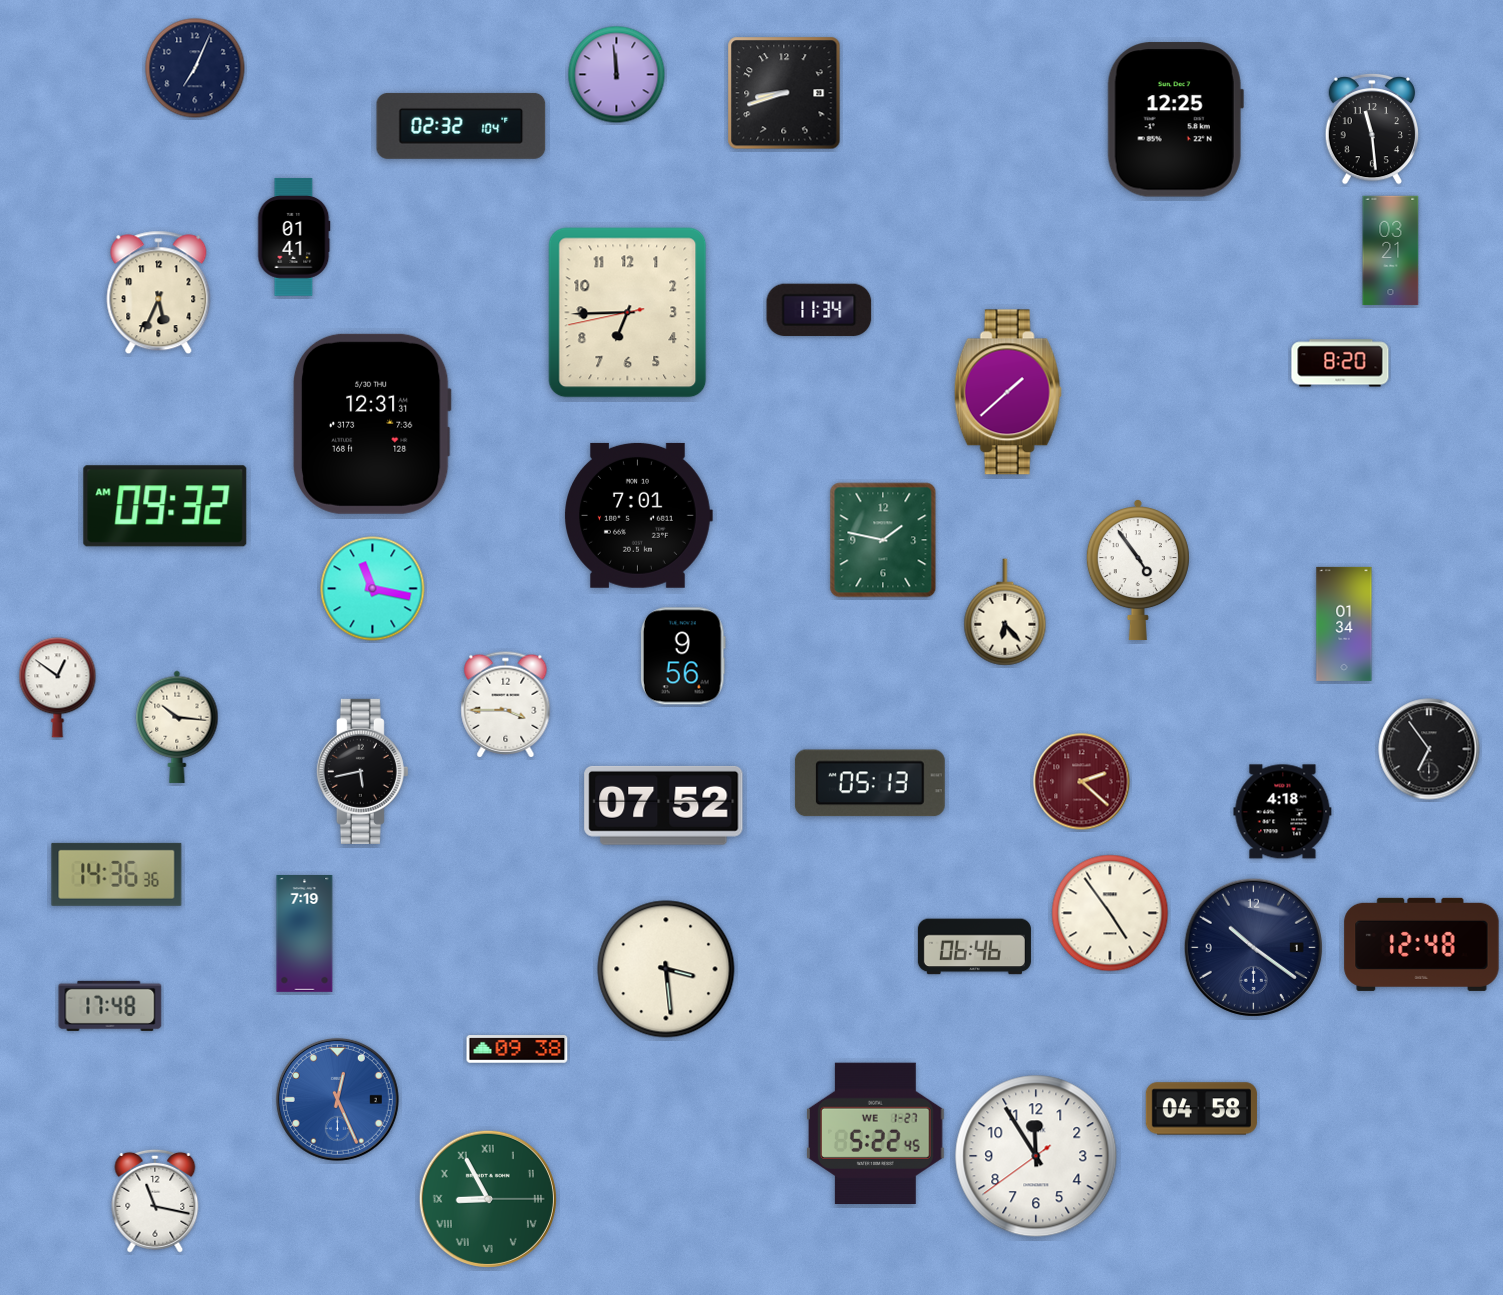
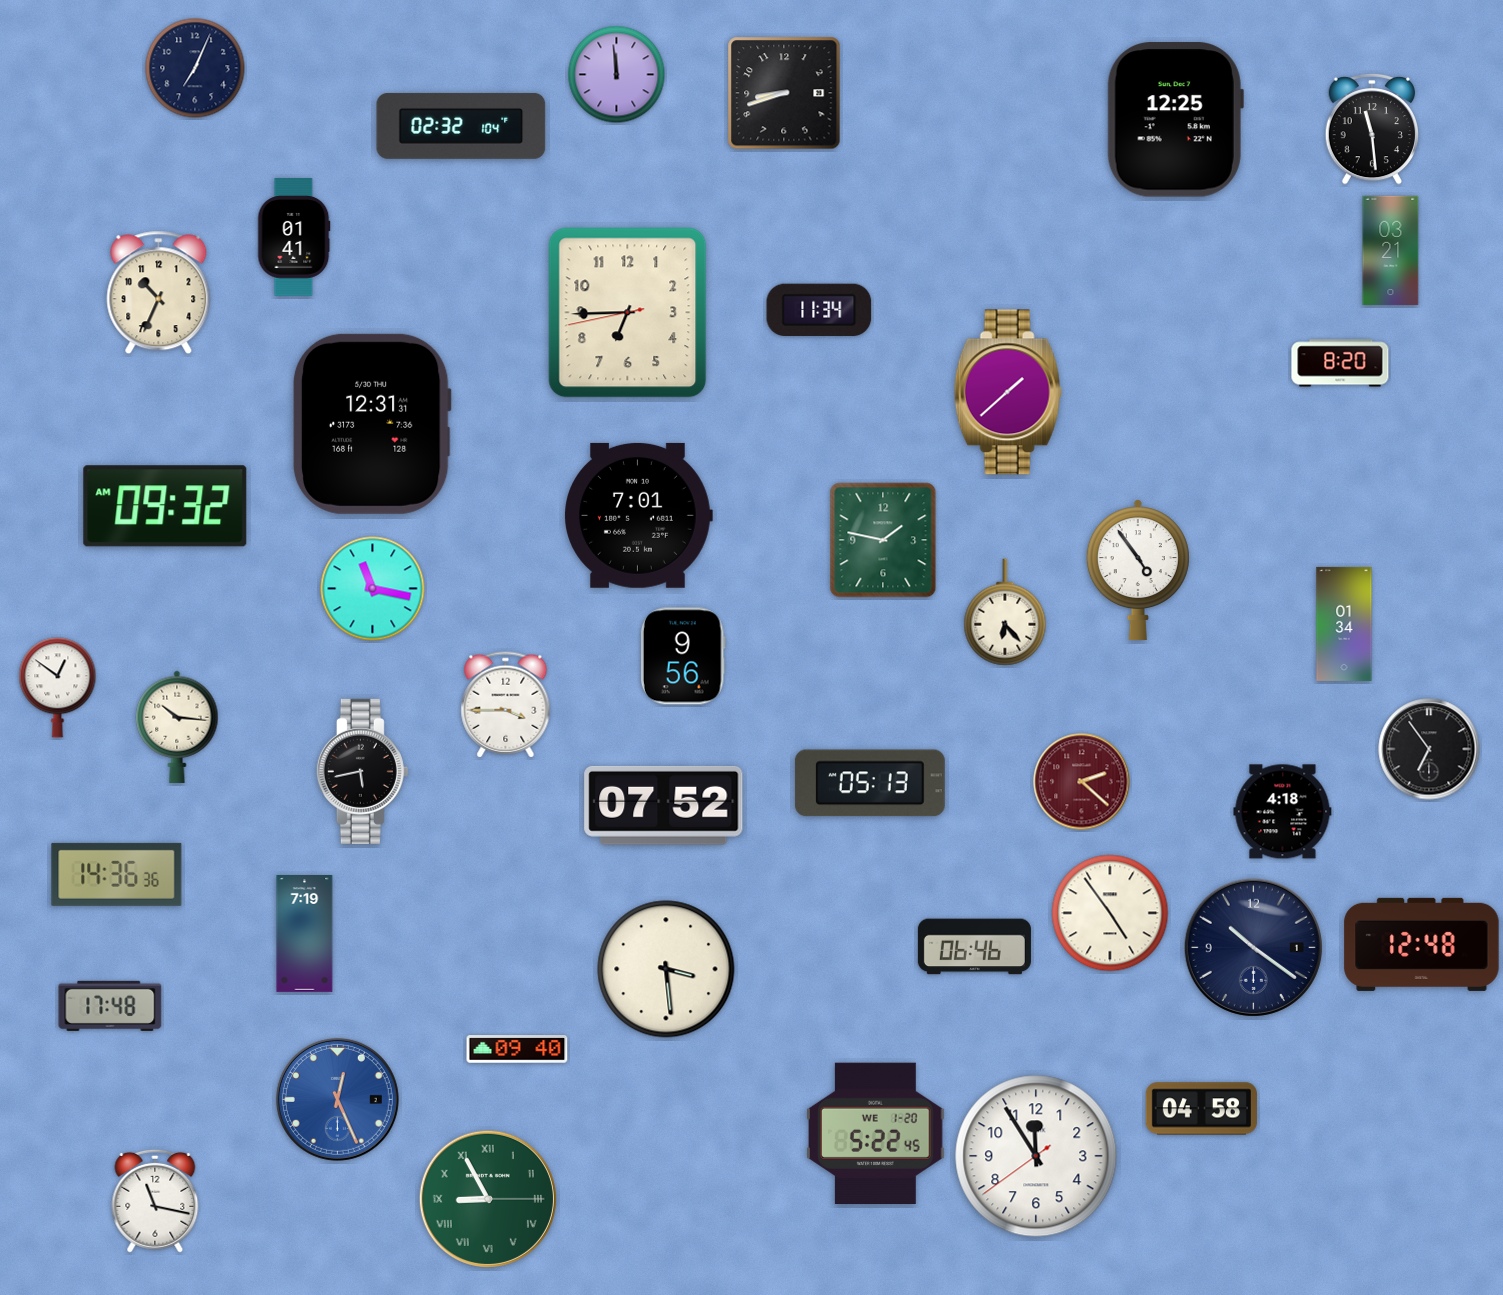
clock at (159, 293): 5:34 -> 10:34
clock at (517, 1049): 09:38 -> 09:40
clock at (876, 1133) date: WE 1-27 -> WE 1-20
